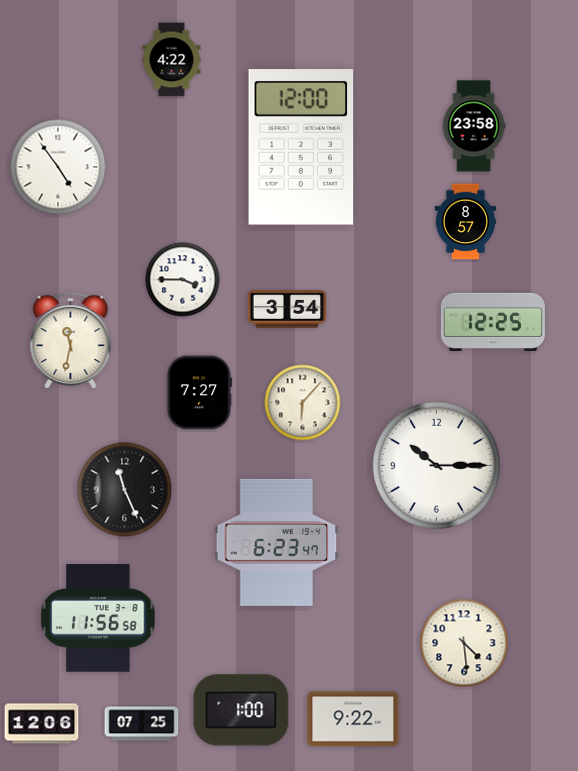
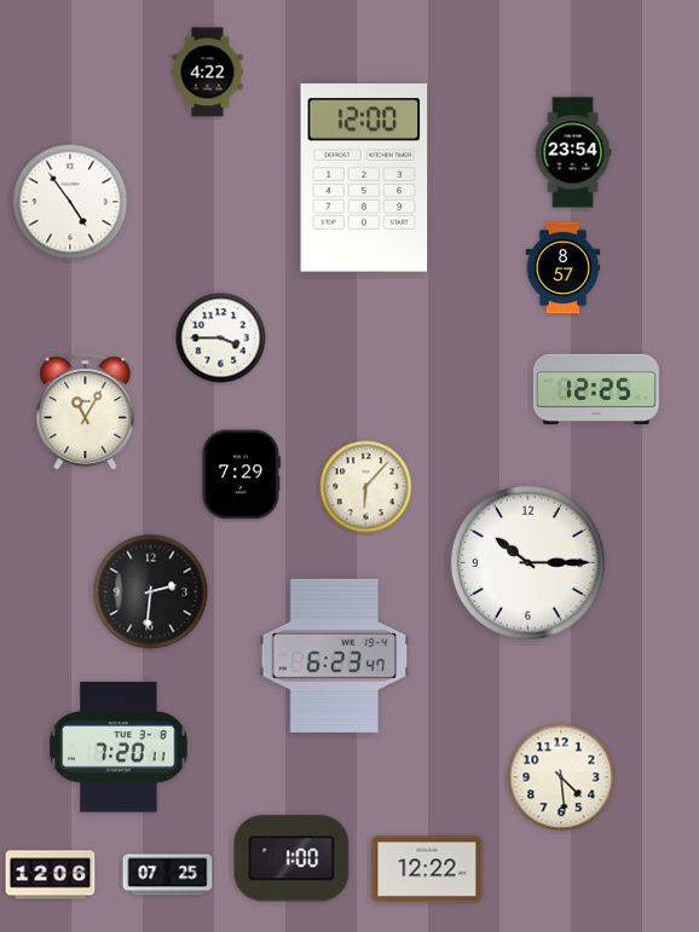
clock at (474, 126): 23:58 -> 23:54
clock at (287, 309): 3:54 -> none
clock at (71, 341): 11:32 -> 11:05
clock at (199, 393): 7:27 -> 7:29
clock at (125, 490): 11:26 -> 2:31
clock at (98, 618): 11:56 -> 7:20
clock at (353, 719): 9:22 -> 12:22
clock at (142, 724) position: (142, 724) -> (168, 875)
